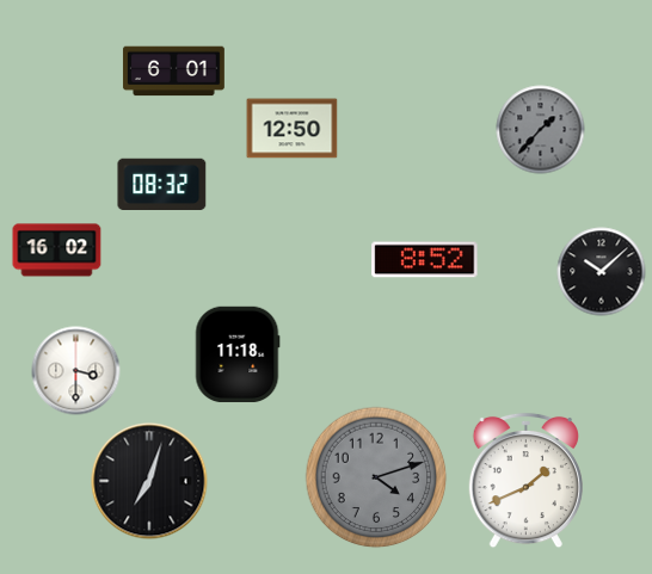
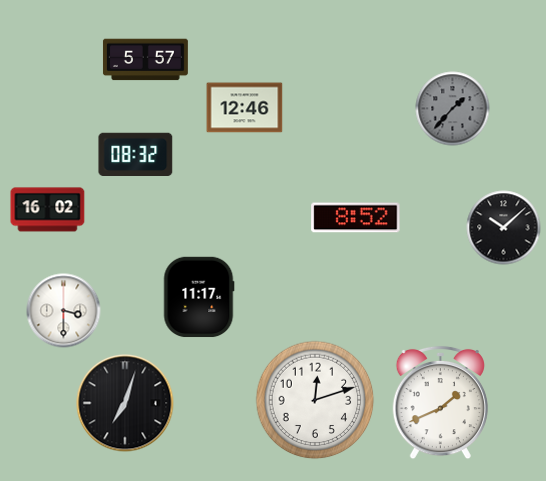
clock at (173, 72): 6:01 -> 5:57
clock at (293, 129): 12:50 -> 12:46
clock at (238, 354): 11:18 -> 11:17
clock at (376, 477): 4:12 -> 12:12
clock at (376, 477) dial: grey -> white
